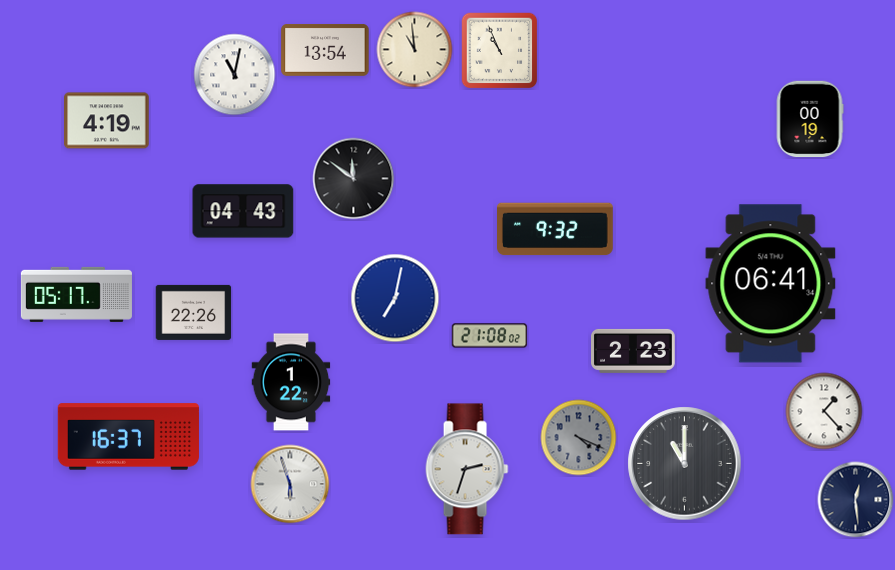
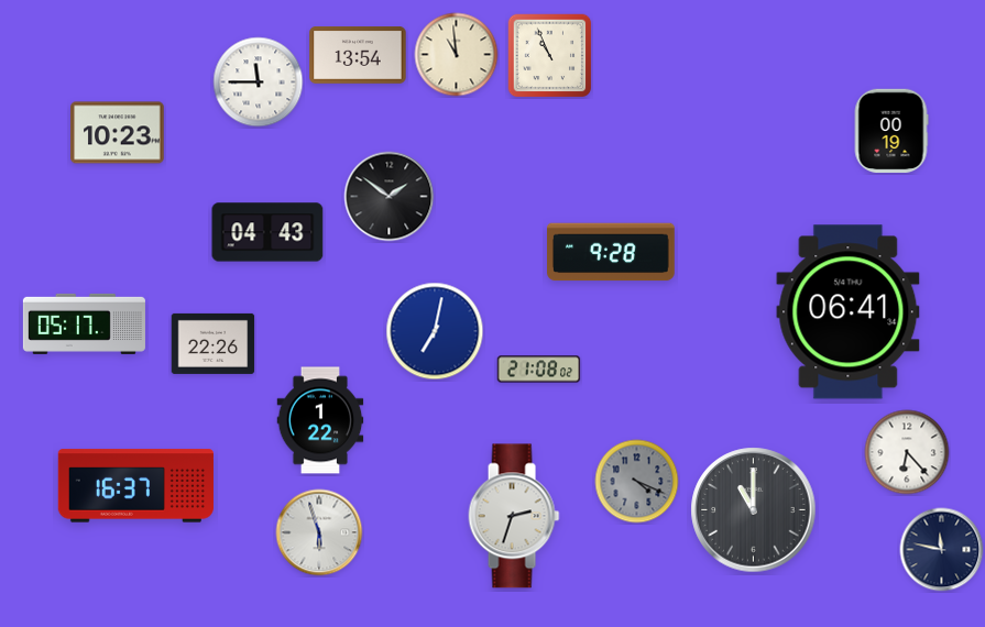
clock at (235, 75): 11:02 -> 11:45
clock at (107, 121): 4:19 -> 10:23
clock at (354, 179): 11:51 -> 1:51
clock at (556, 229): 9:32 -> 9:28
clock at (395, 298) position: (395, 298) -> (435, 331)
clock at (634, 351): 2:23 -> none
clock at (824, 411): 1:23 -> 6:23
clock at (128, 437) position: (128, 437) -> (135, 486)
clock at (856, 500): 12:29 -> 11:47
